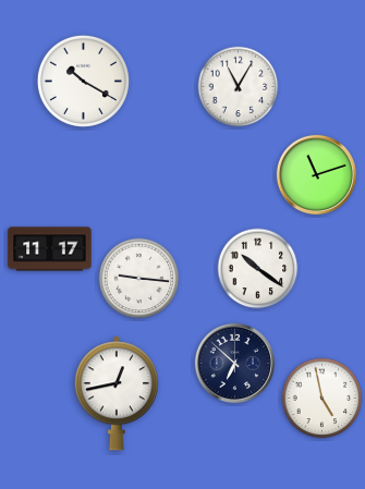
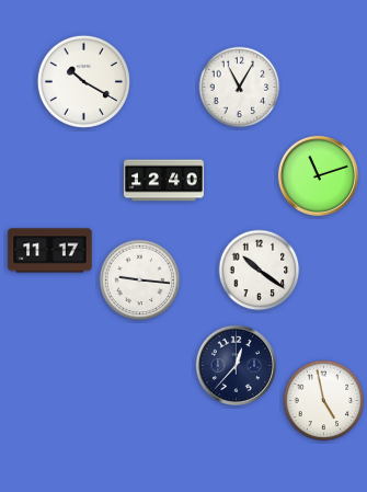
clock at (163, 181): none -> 12:40
clock at (234, 363): 6:52 -> 12:37
clock at (117, 393): 12:43 -> none
